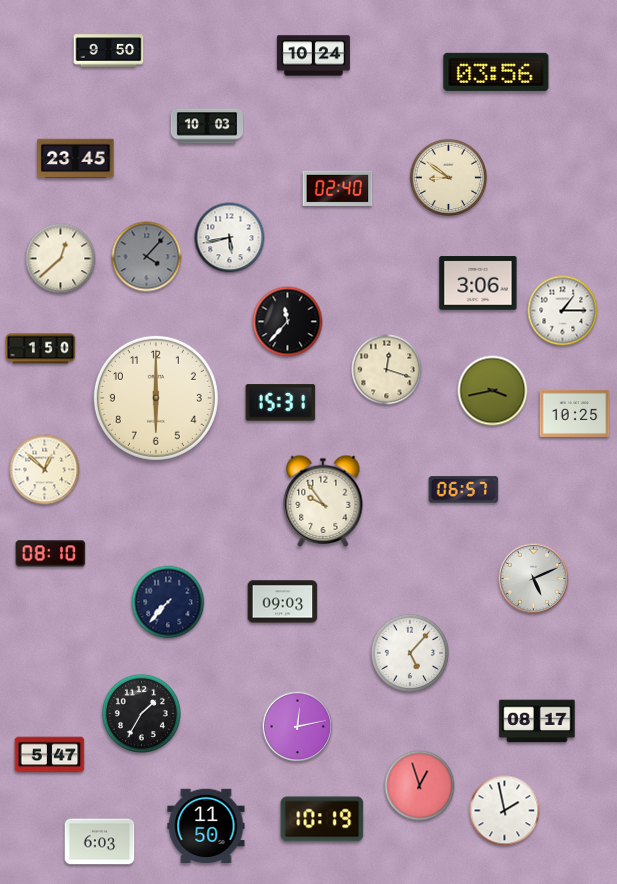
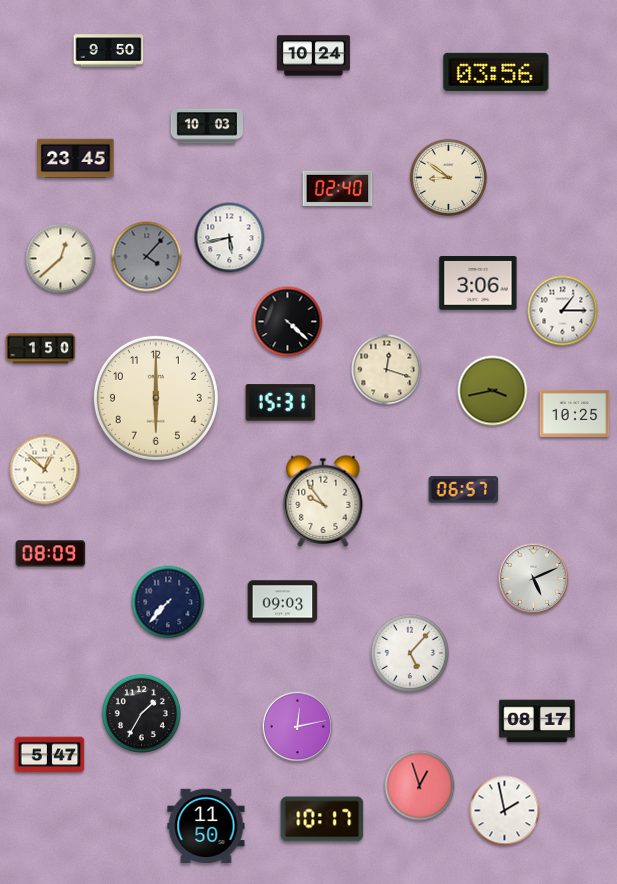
clock at (288, 322): 11:37 -> 4:22
clock at (51, 554): 08:10 -> 08:09
clock at (322, 819): 10:19 -> 10:17
clock at (100, 842): 6:03 -> none
